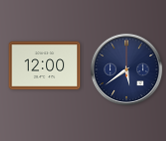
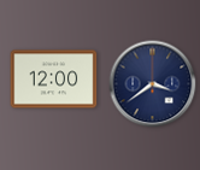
clock at (127, 70): 5:39 -> 3:39
